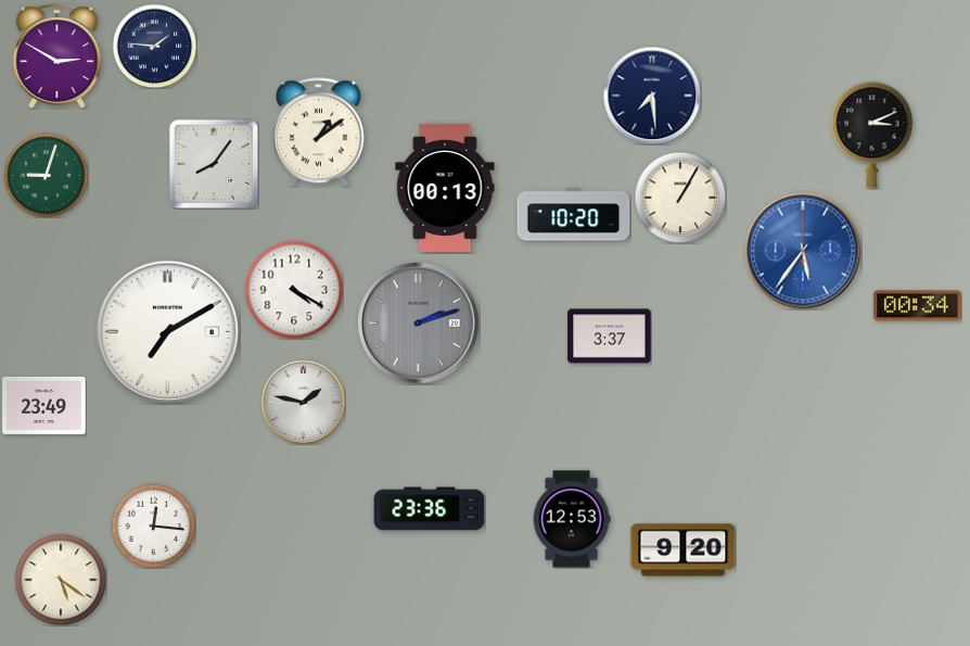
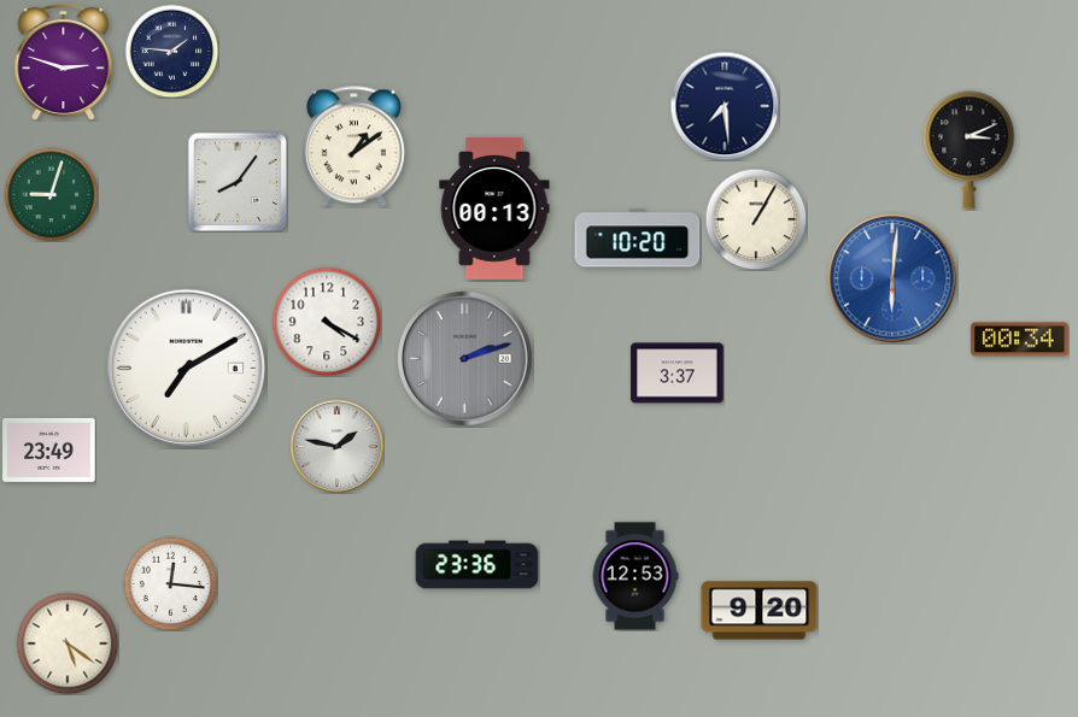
clock at (58, 55): 2:50 -> 2:48
clock at (803, 251): 5:36 -> 6:01
